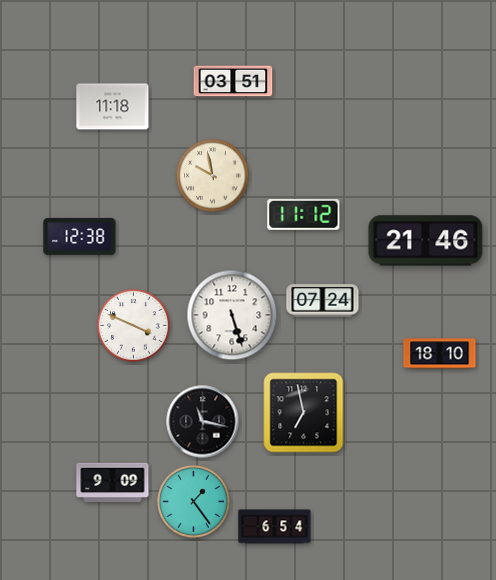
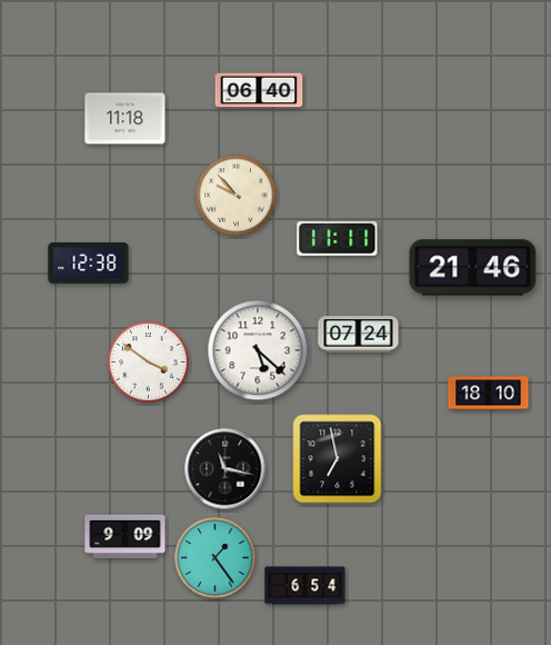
clock at (233, 81): 03:51 -> 06:40
clock at (213, 176): 9:58 -> 9:53
clock at (304, 214): 11:12 -> 11:11
clock at (232, 315): 5:27 -> 5:22
clock at (134, 326): 3:49 -> 3:51
